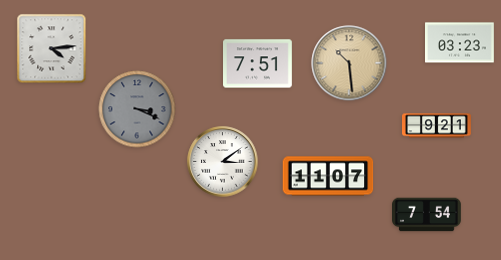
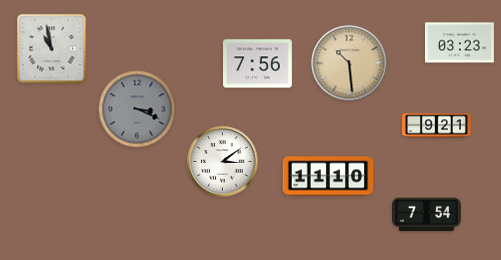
clock at (52, 49): 4:14 -> 10:58
clock at (258, 64): 7:51 -> 7:56
clock at (328, 176): 11:07 -> 11:10
